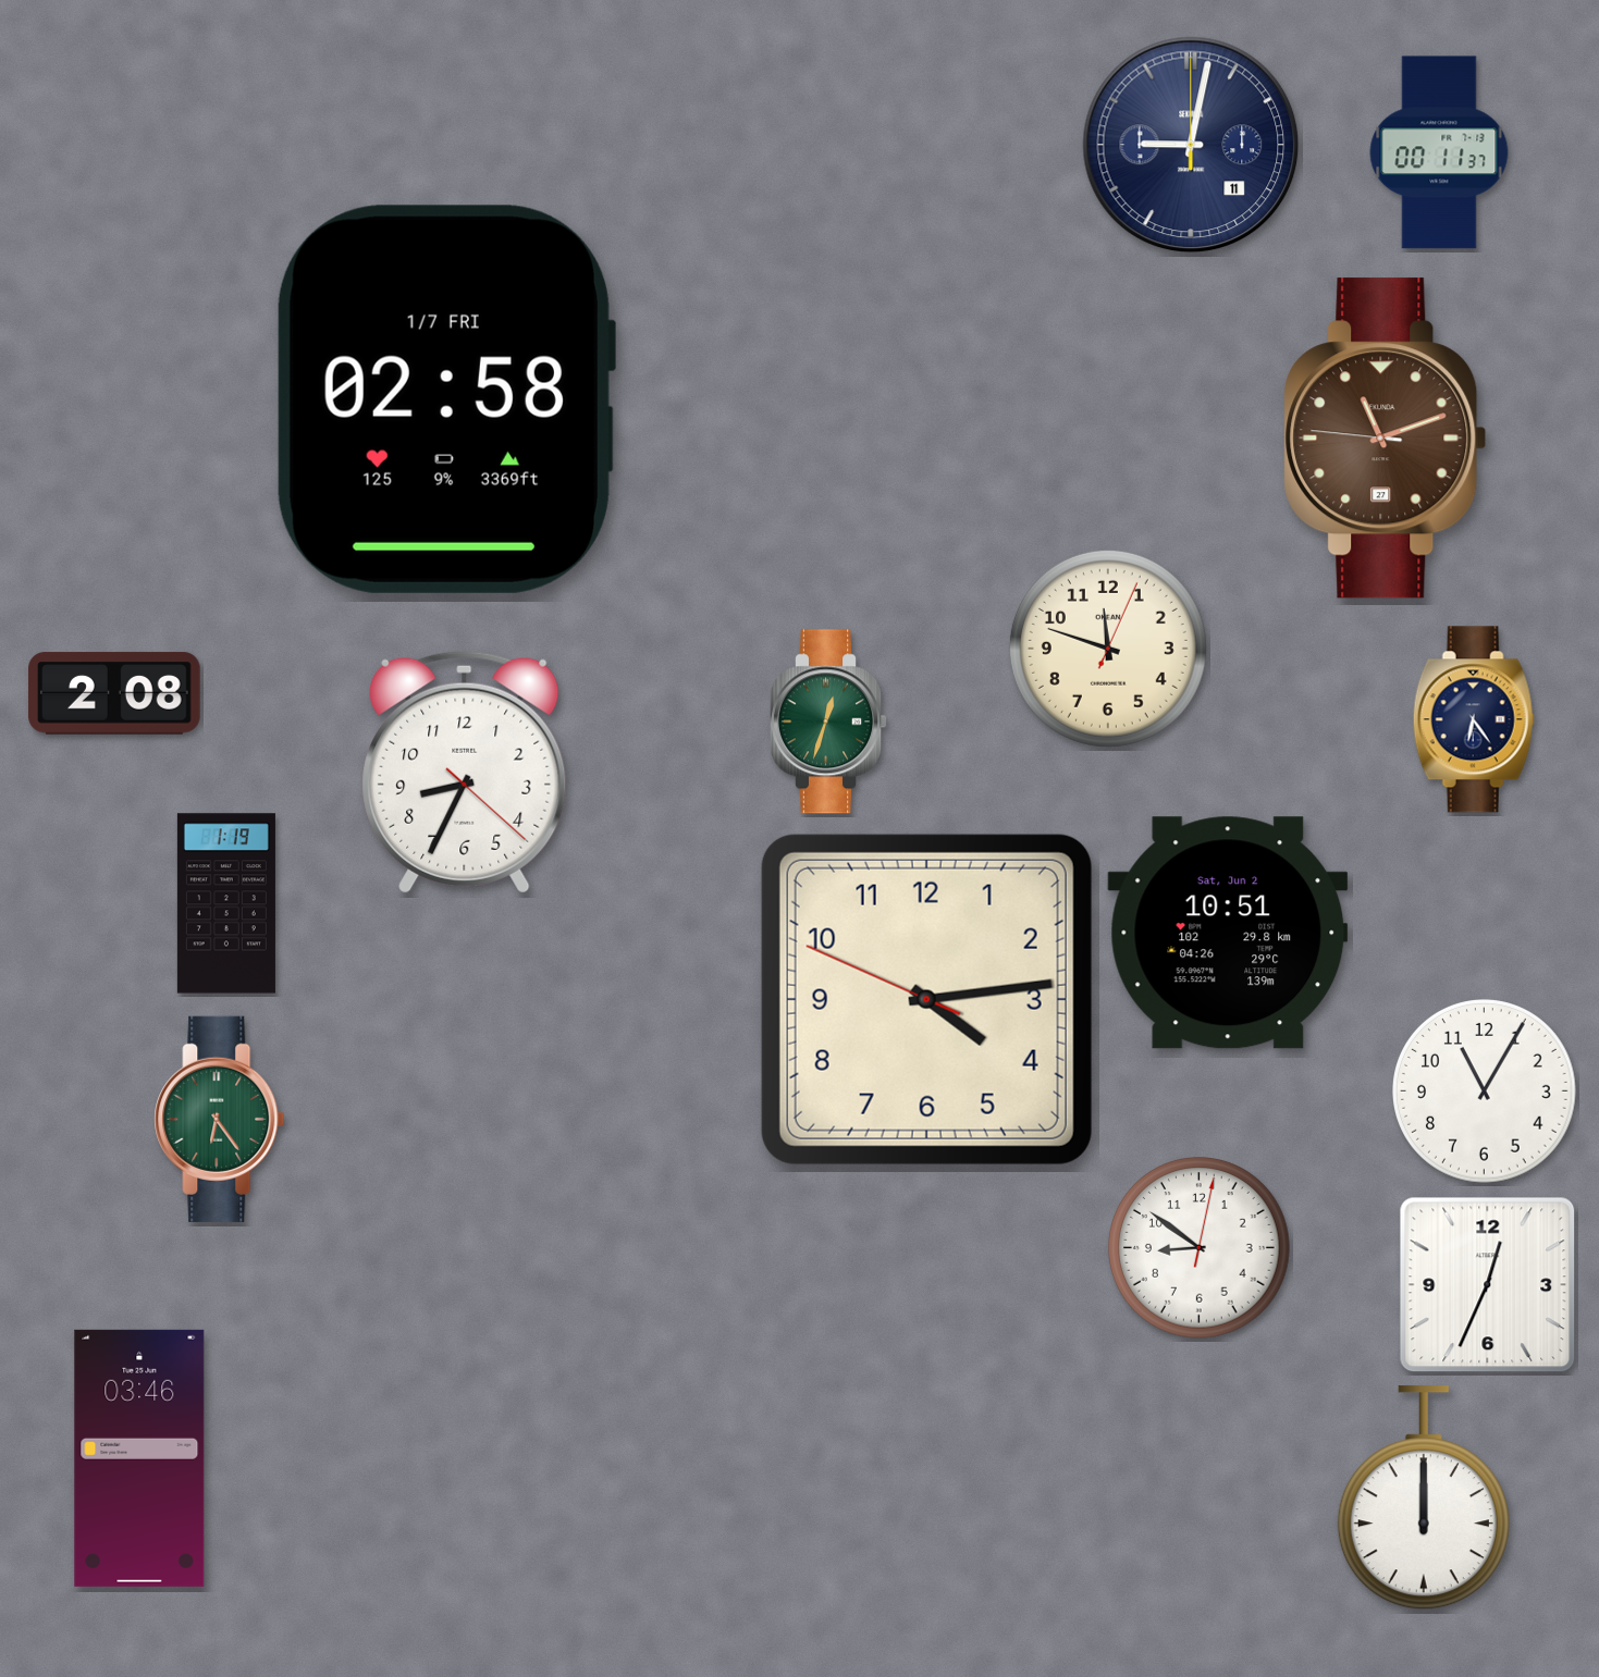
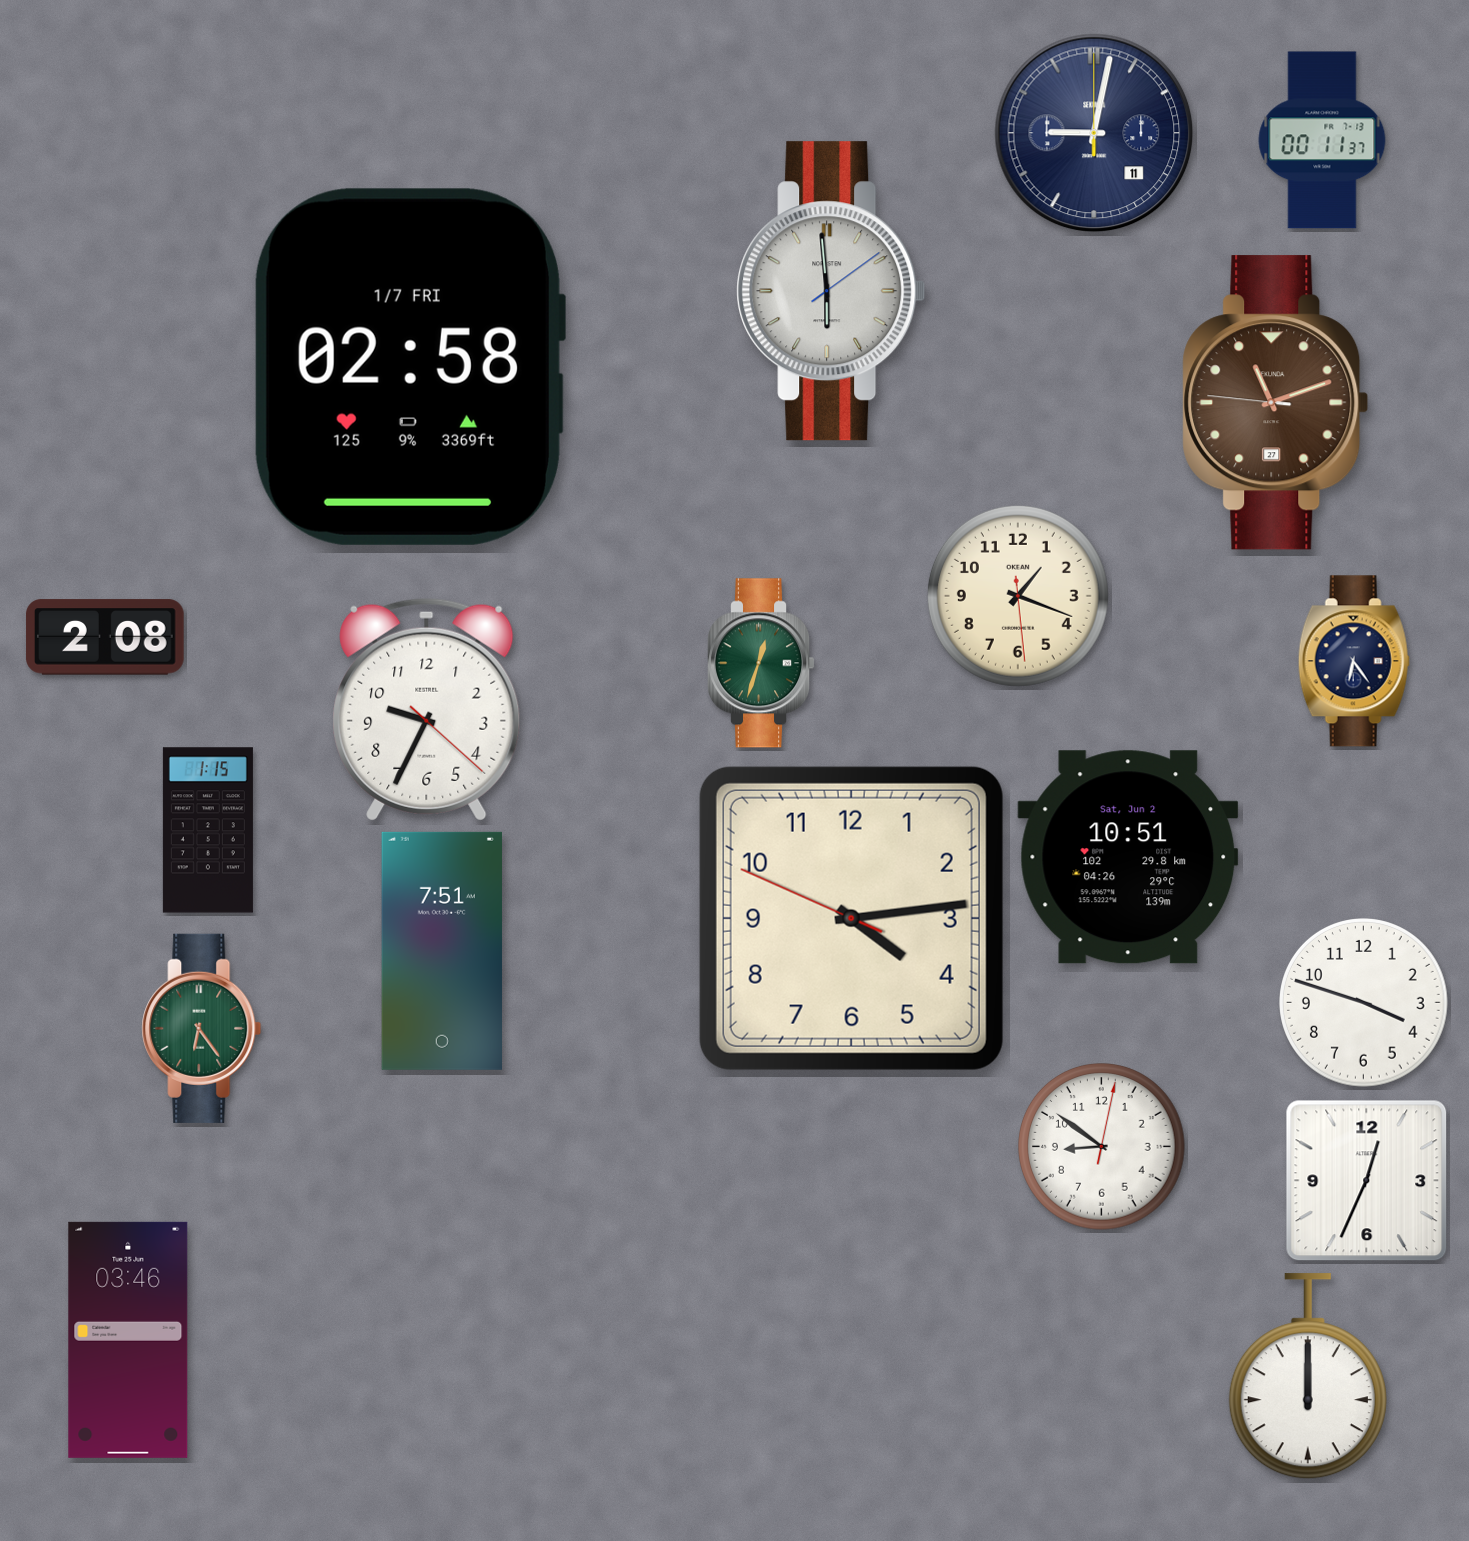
clock at (831, 291): none -> 5:59
clock at (1386, 439) position: (1386, 439) -> (1276, 403)
clock at (1108, 649): 11:48 -> 1:18
clock at (465, 772): 8:34 -> 9:34
clock at (226, 903): 1:19 -> 1:15
clock at (442, 951): none -> 7:51
clock at (1485, 1092): 11:05 -> 3:48
